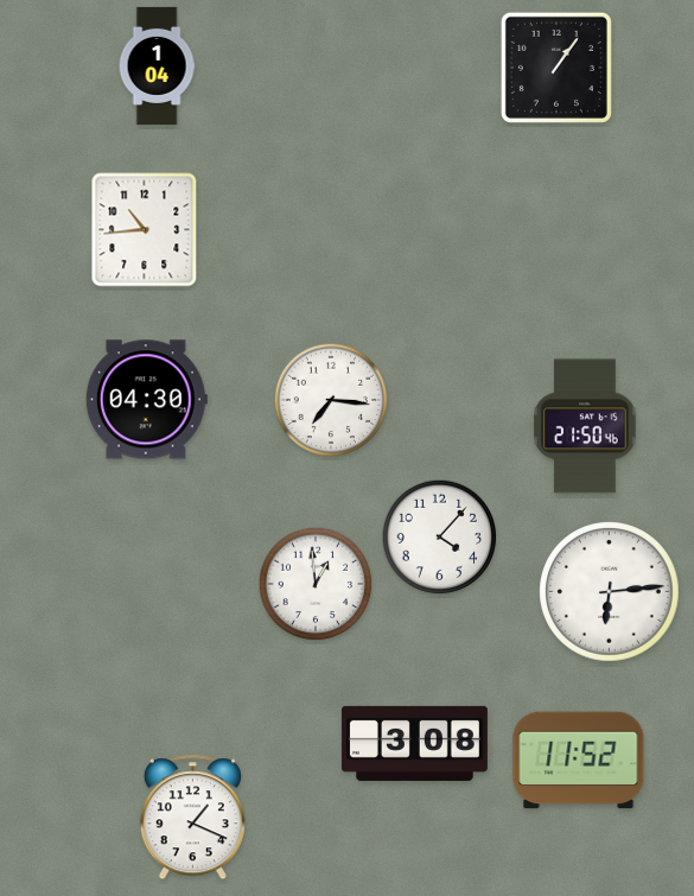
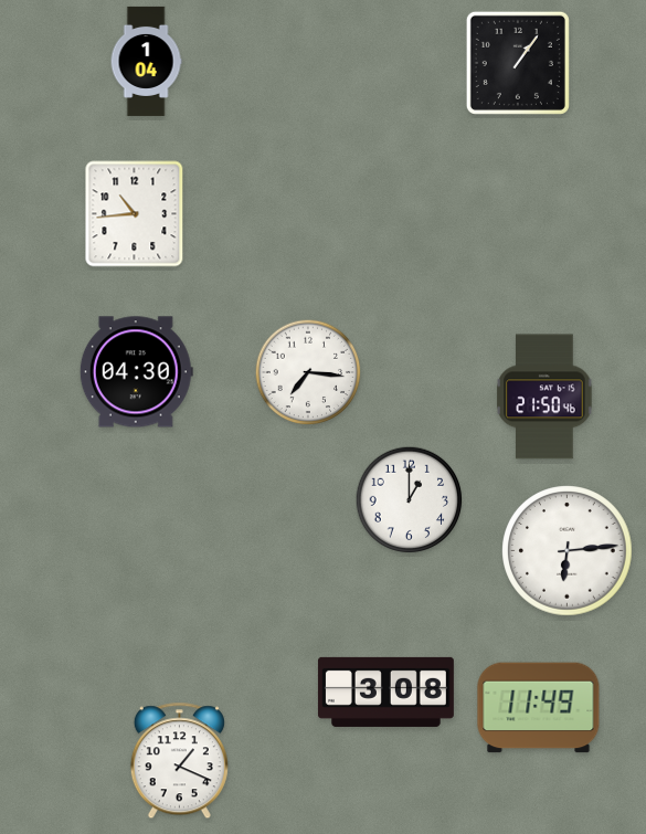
clock at (440, 538): 4:07 -> 1:00
clock at (316, 584): 12:59 -> none
clock at (579, 761): 11:52 -> 11:49
